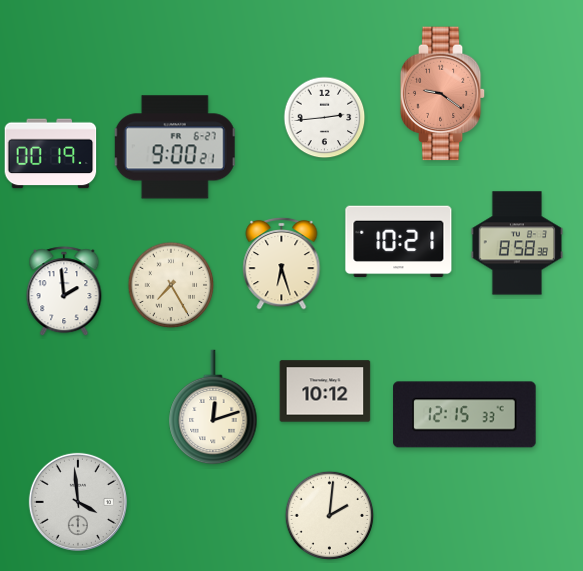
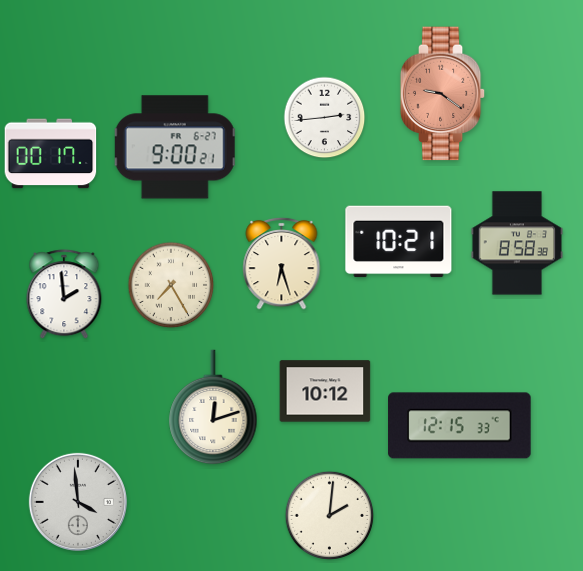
clock at (51, 154): 00:19 -> 00:17
clock at (64, 292) position: (64, 292) -> (64, 295)
clock at (465, 415) position: (465, 415) -> (460, 426)
